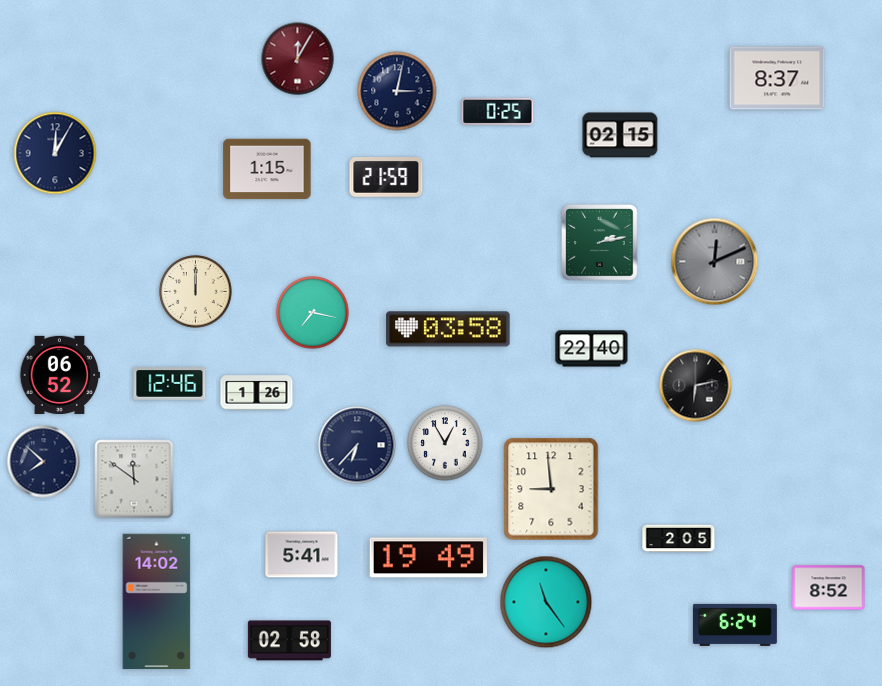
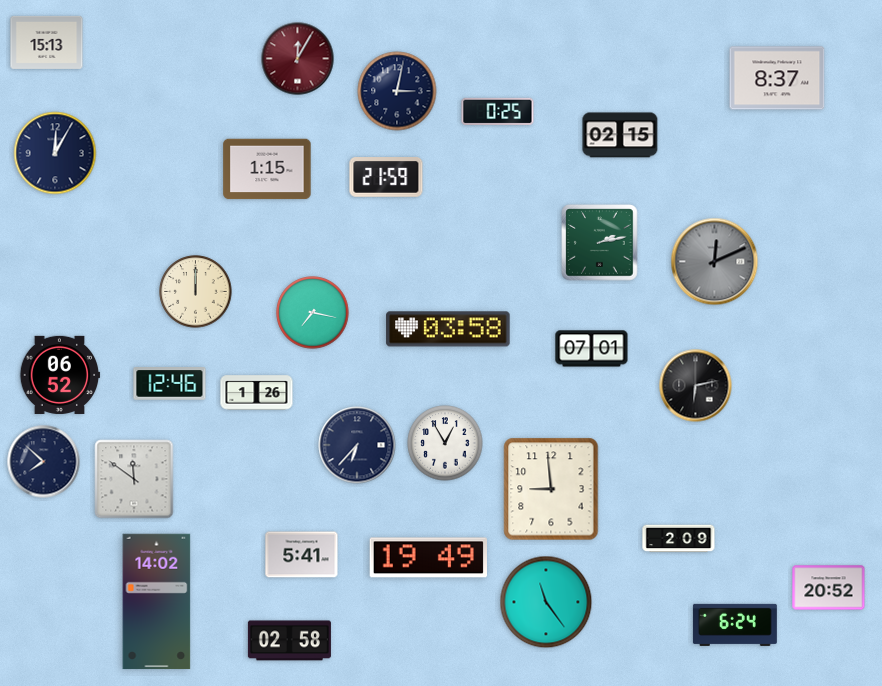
clock at (47, 42): none -> 15:13
clock at (592, 349): 22:40 -> 07:01
clock at (679, 539): 2:05 -> 2:09
clock at (829, 588): 8:52 -> 20:52
